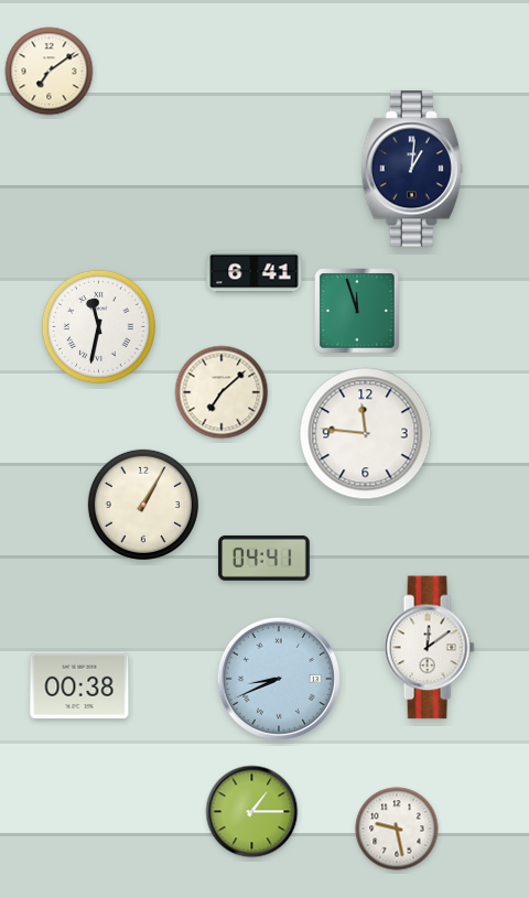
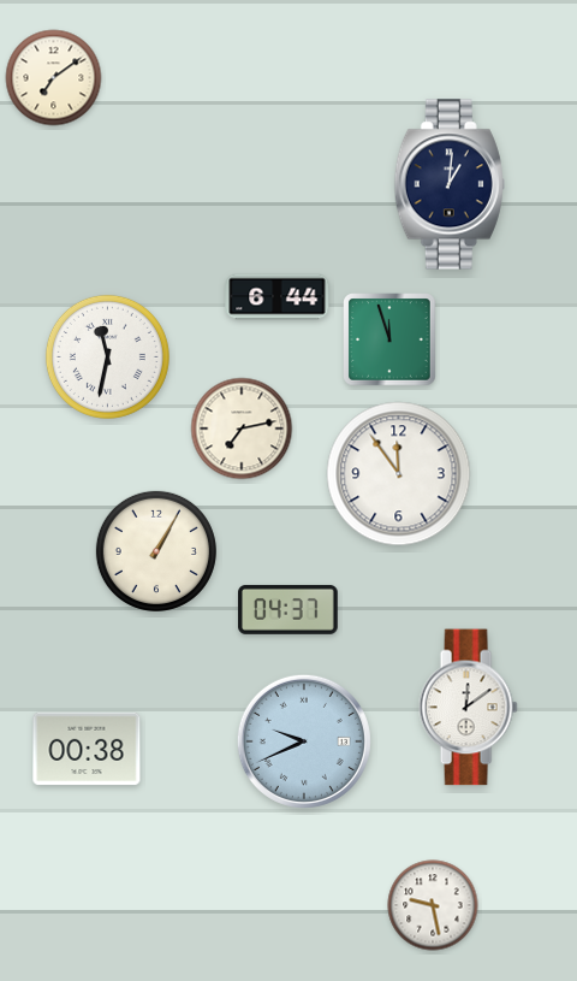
clock at (255, 272): 6:41 -> 6:44
clock at (222, 392): 7:08 -> 7:13
clock at (366, 434): 11:46 -> 11:54
clock at (264, 558): 04:41 -> 04:37
clock at (279, 679): 8:41 -> 9:41
clock at (252, 812): 1:15 -> none
